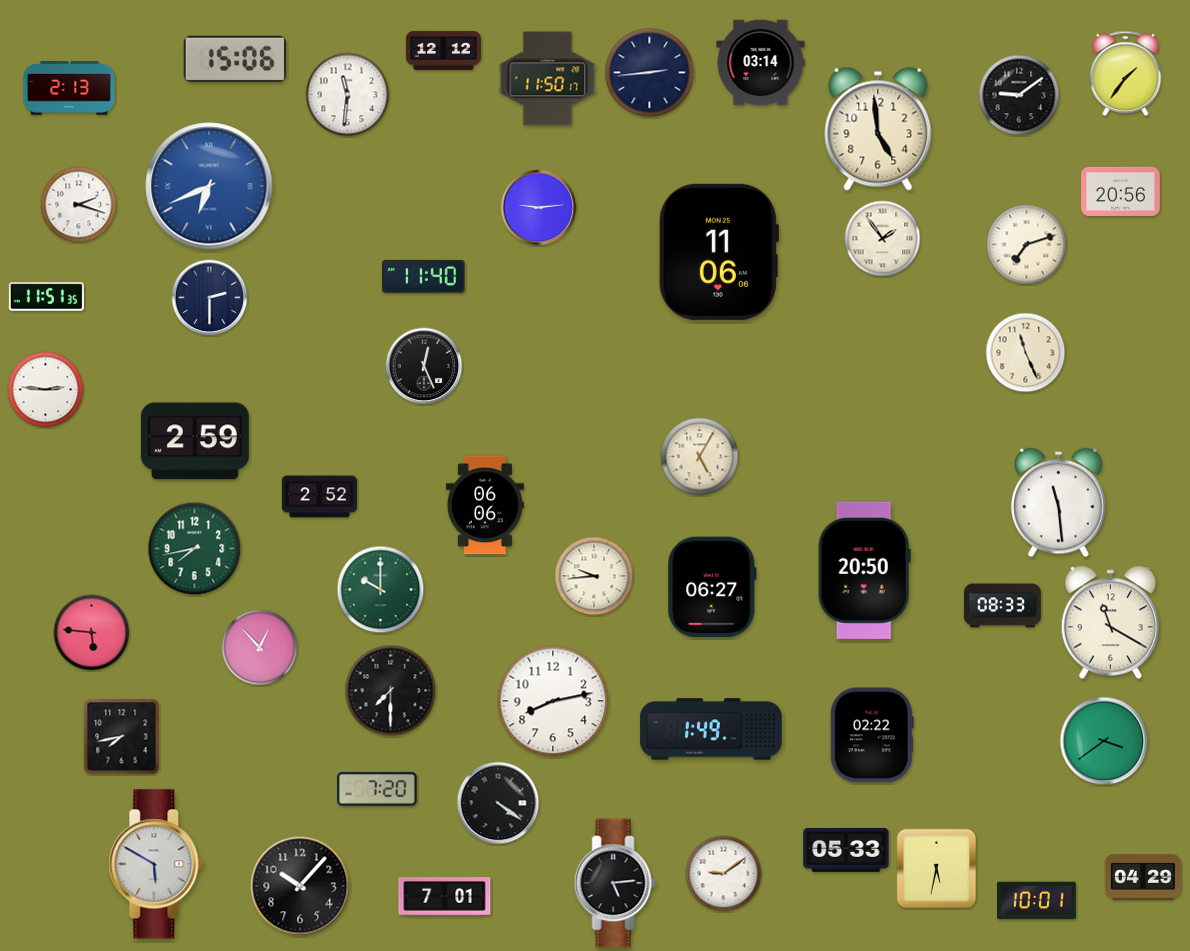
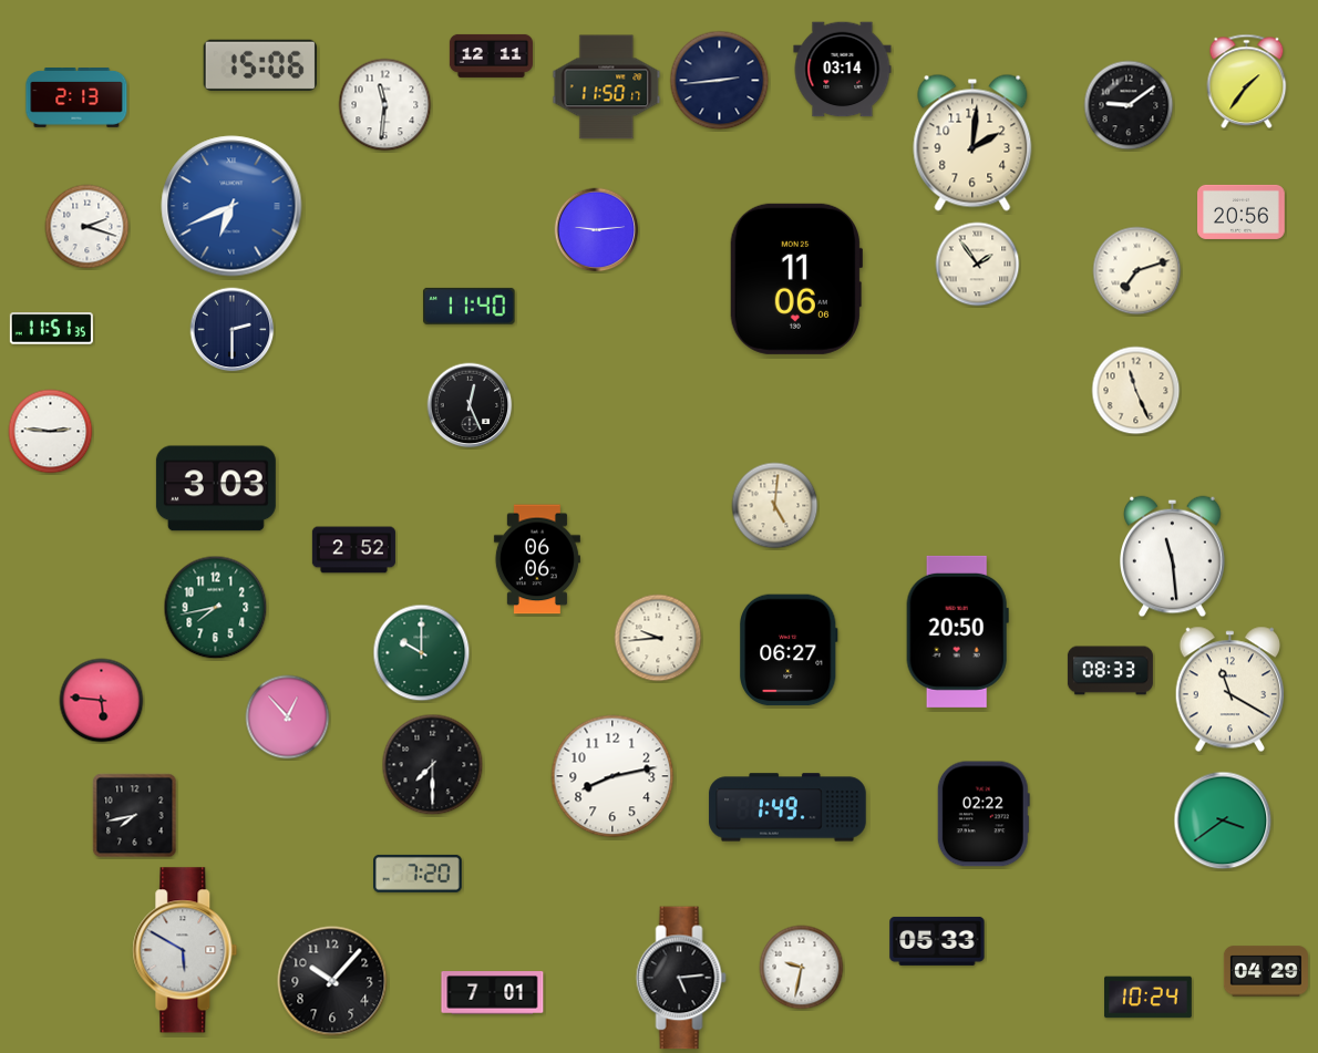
clock at (443, 50): 12:12 -> 12:11
clock at (878, 129): 4:59 -> 2:01
clock at (195, 441): 2:59 -> 3:03
clock at (700, 457): 5:05 -> 5:01
clock at (872, 735) position: (872, 735) -> (984, 814)
clock at (498, 803): 4:21 -> none
clock at (156, 864) position: (156, 864) -> (185, 950)
clock at (937, 869): 5:32 -> none
clock at (724, 874): 9:09 -> 9:32
clock at (1037, 901): 10:01 -> 10:24
